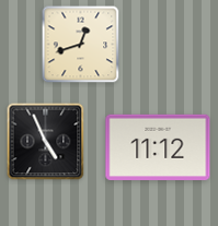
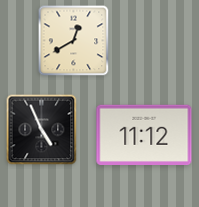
clock at (81, 45): 12:42 -> 12:40
